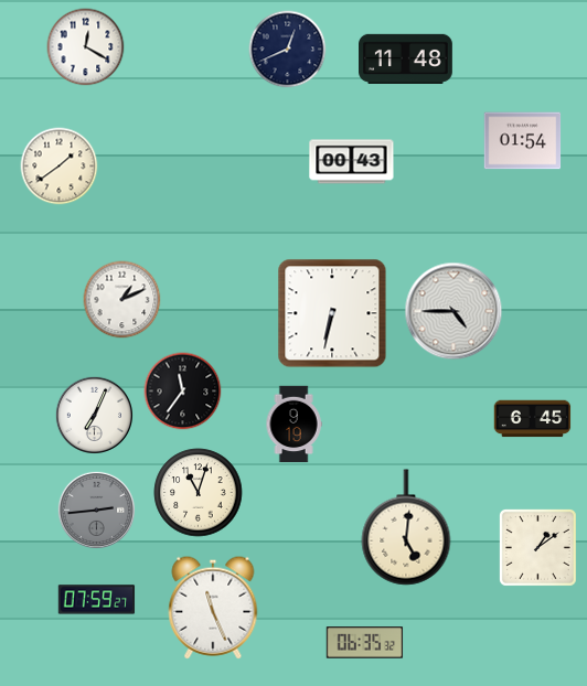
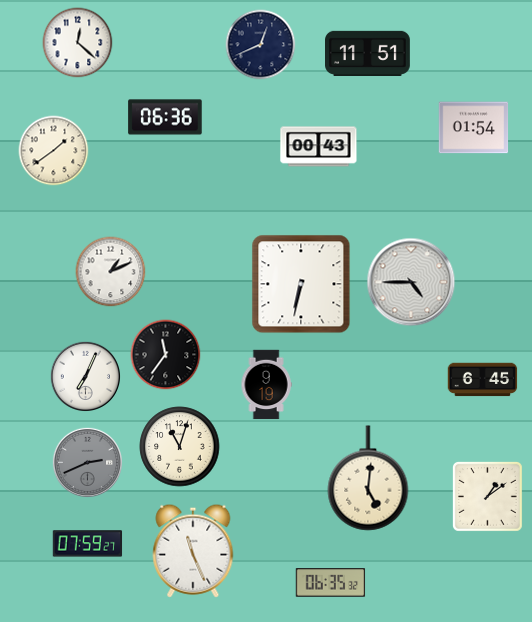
clock at (86, 47): 12:20 -> 12:22
clock at (406, 58): 11:48 -> 11:51
clock at (165, 117): none -> 06:36
clock at (96, 510): 2:44 -> 2:41
